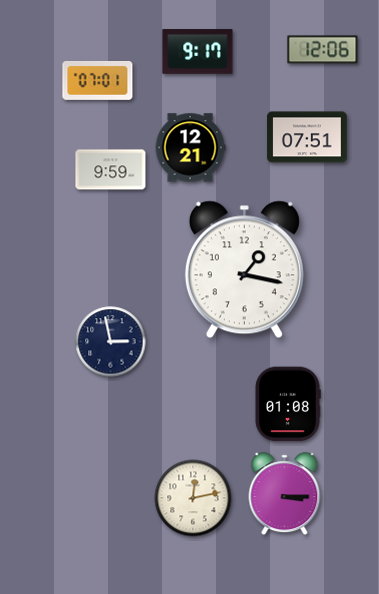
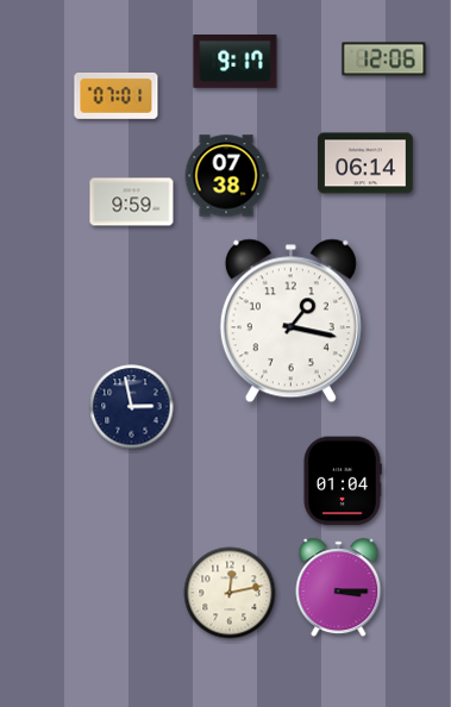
clock at (307, 137): 07:51 -> 06:14
clock at (190, 148): 12:21 -> 07:38
clock at (288, 404): 01:08 -> 01:04
